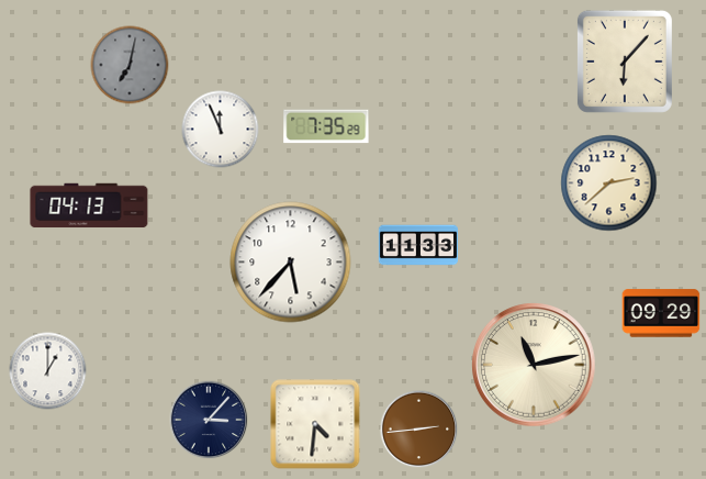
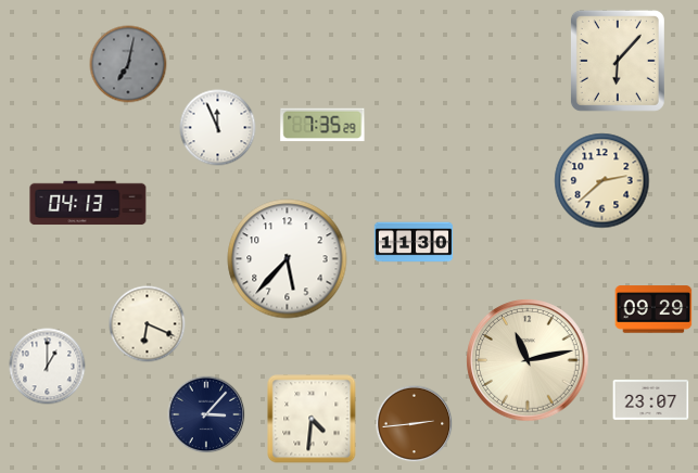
clock at (418, 245): 11:33 -> 11:30
clock at (148, 324): none -> 6:19
clock at (651, 399): none -> 23:07
